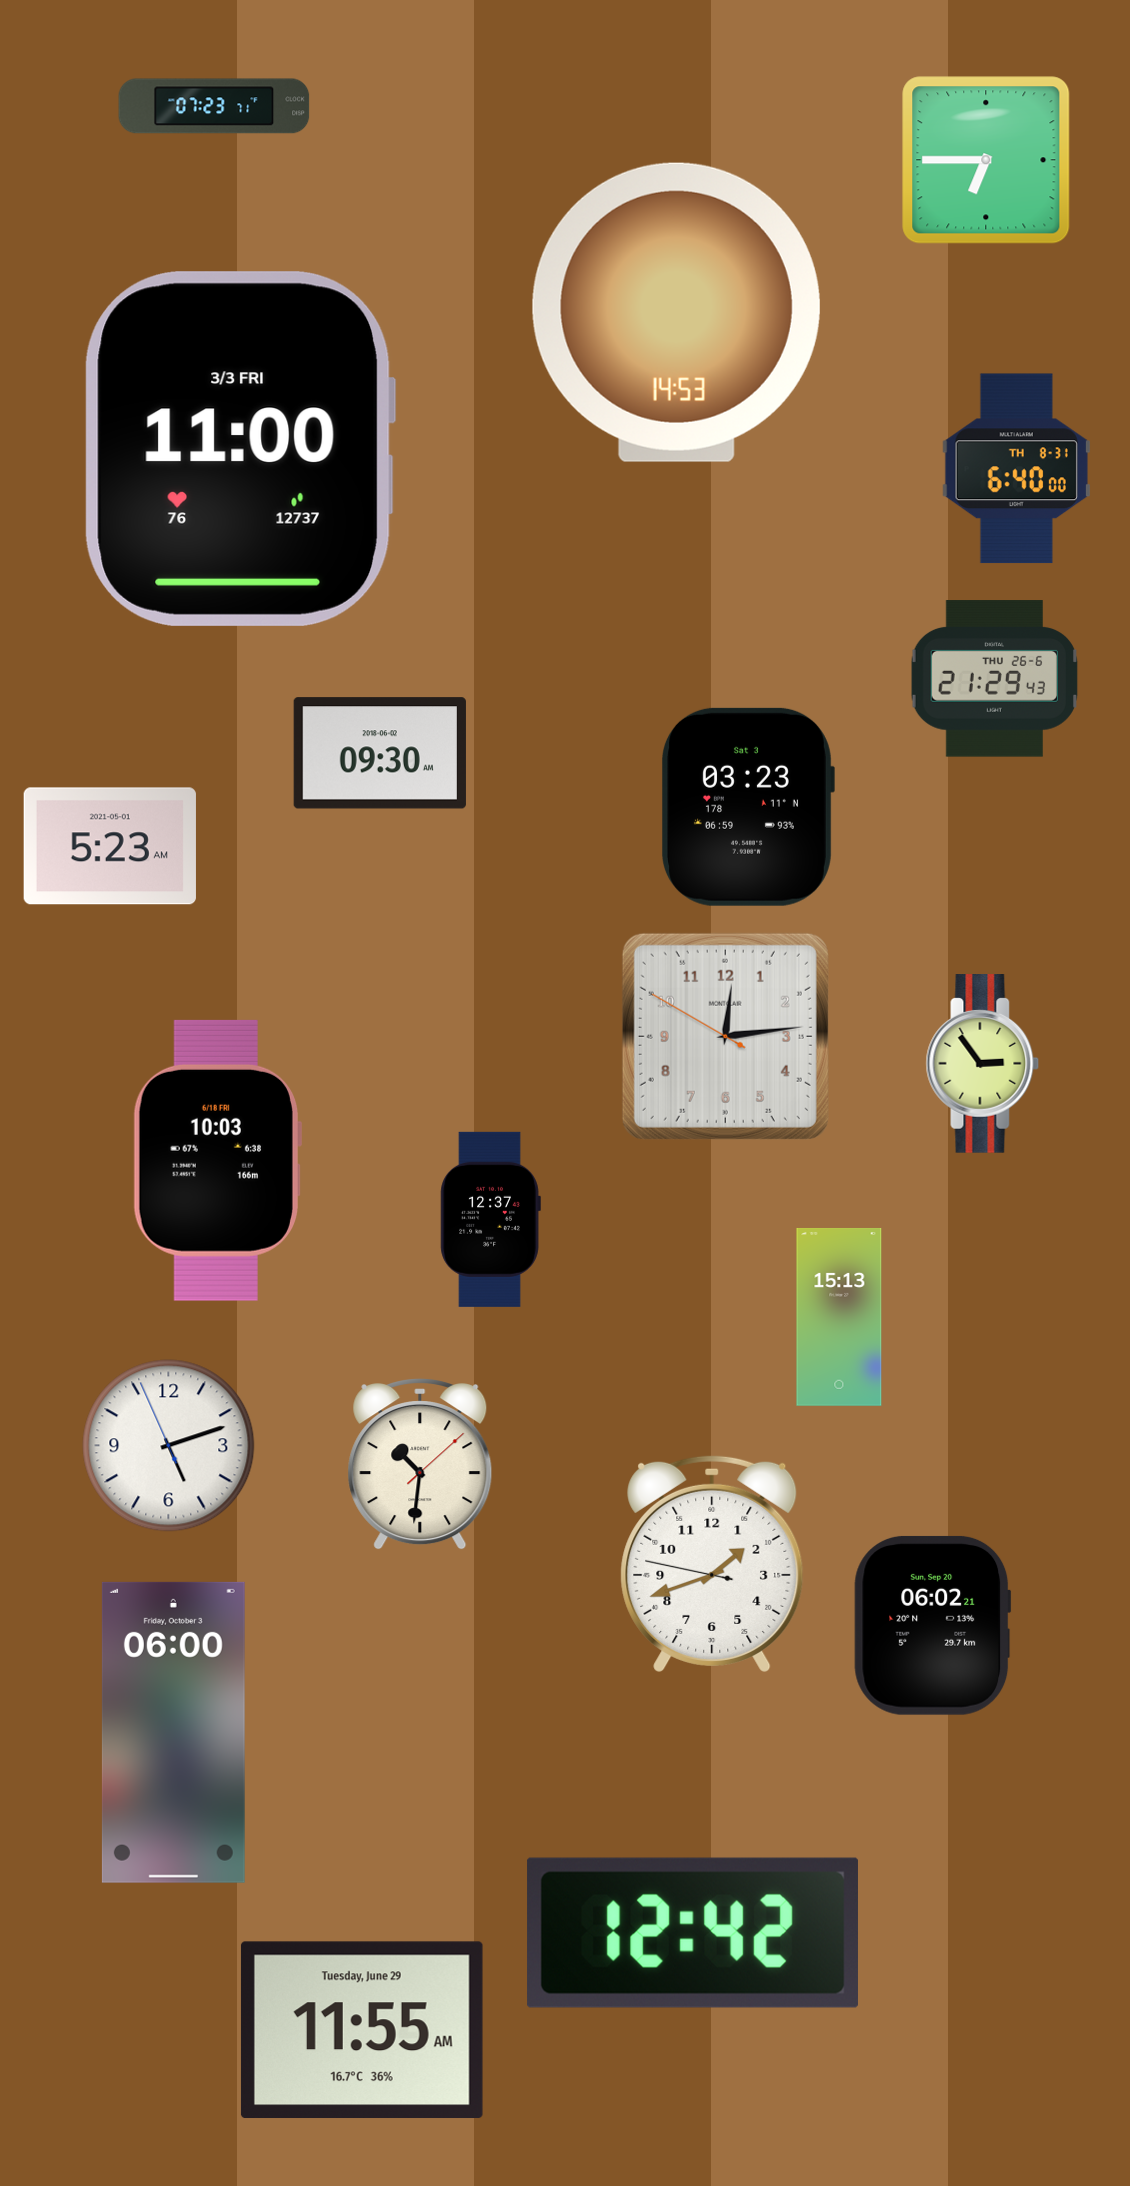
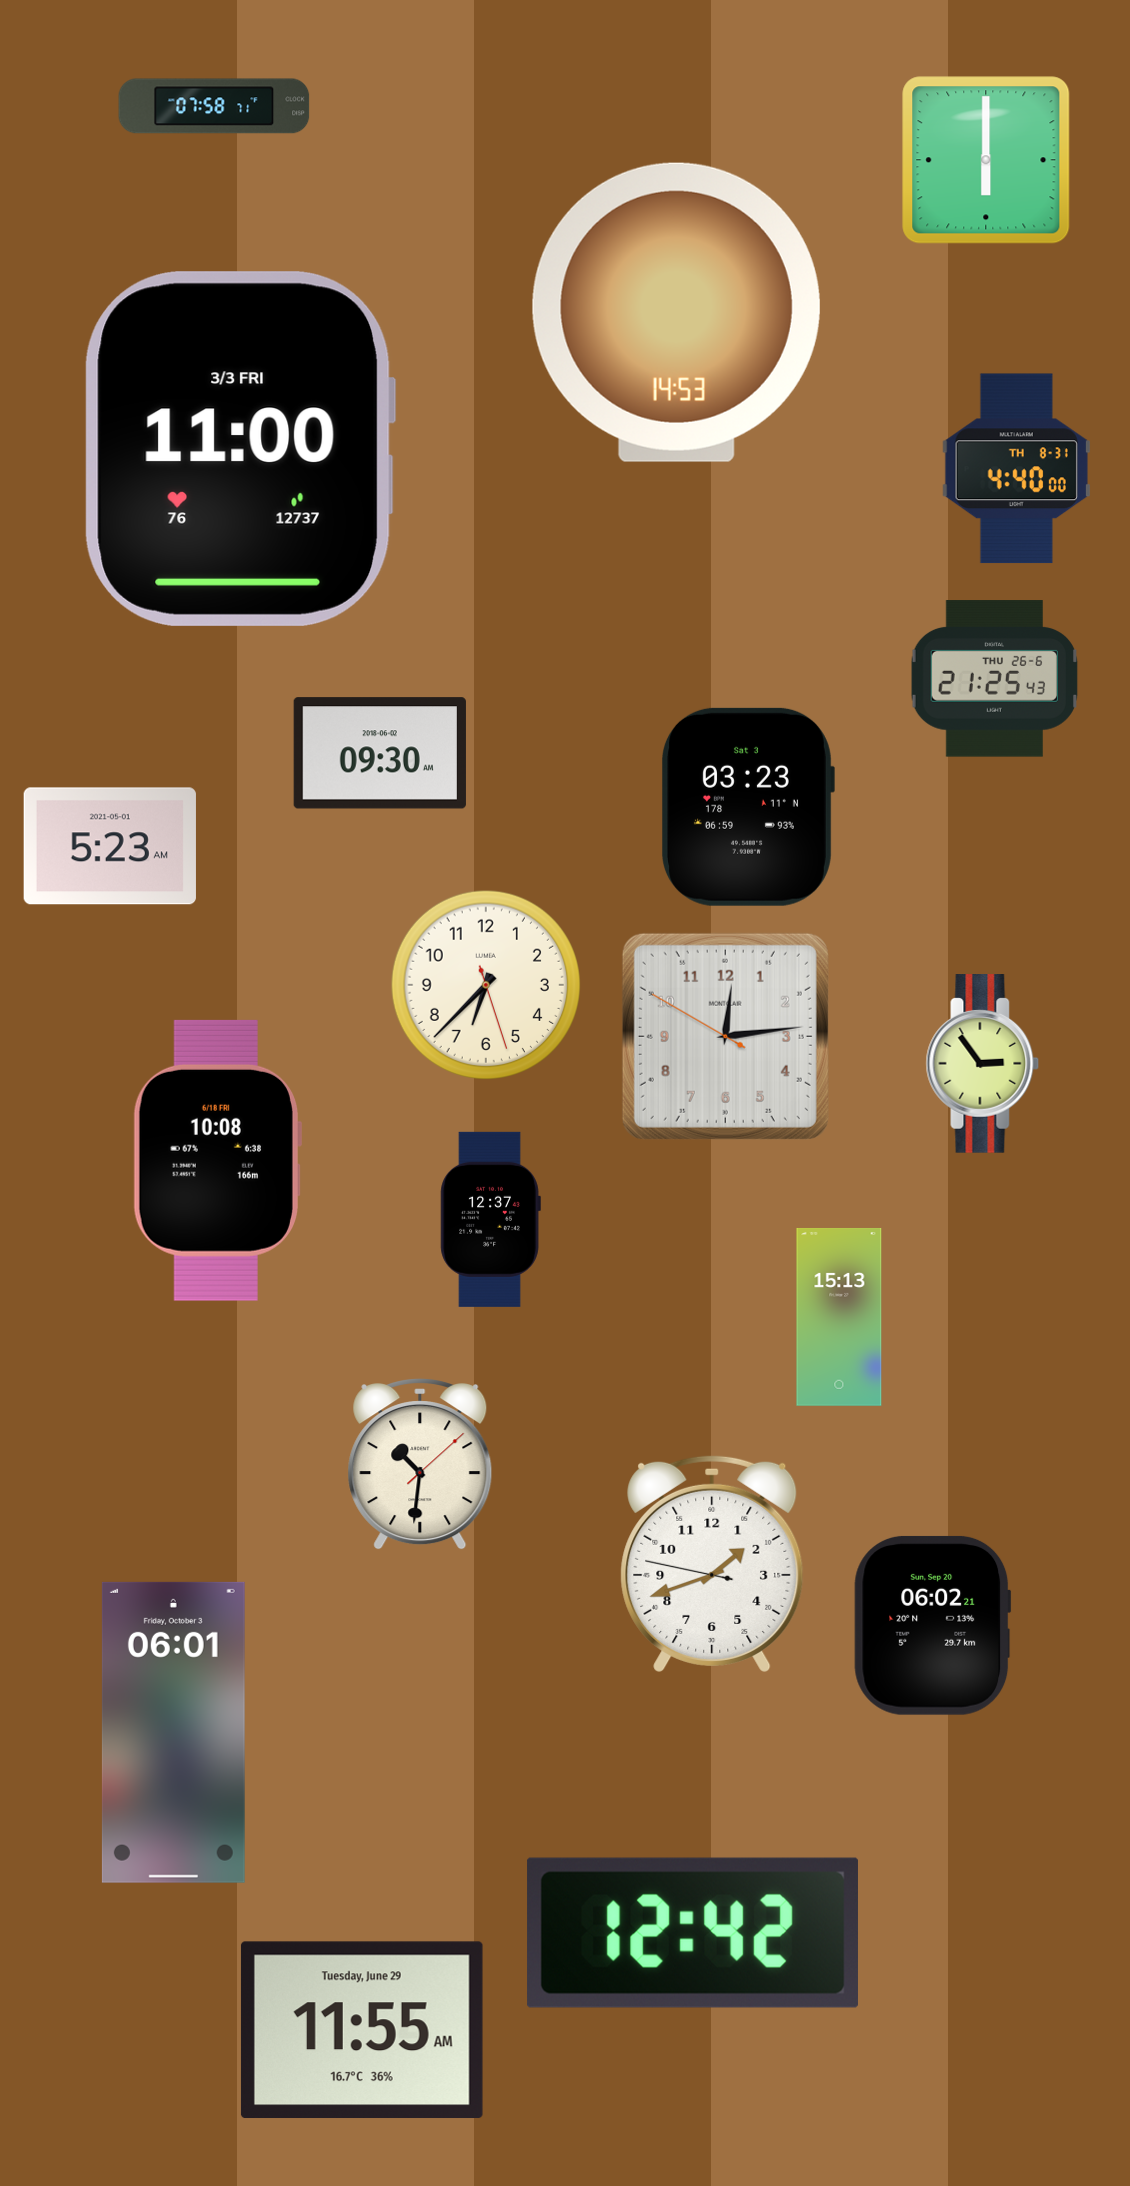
clock at (214, 106): 07:23 -> 07:58
clock at (986, 160): 6:45 -> 6:00
clock at (1016, 469): 6:40 -> 4:40
clock at (994, 679): 21:29 -> 21:25
clock at (486, 985): none -> 6:37
clock at (217, 1160): 10:03 -> 10:08
clock at (169, 1446): 5:11 -> none
clock at (173, 1732): 06:00 -> 06:01
